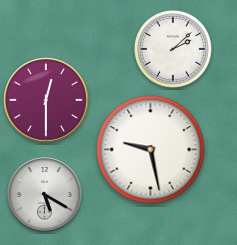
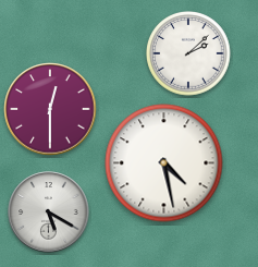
clock at (151, 150): 9:28 -> 4:28
